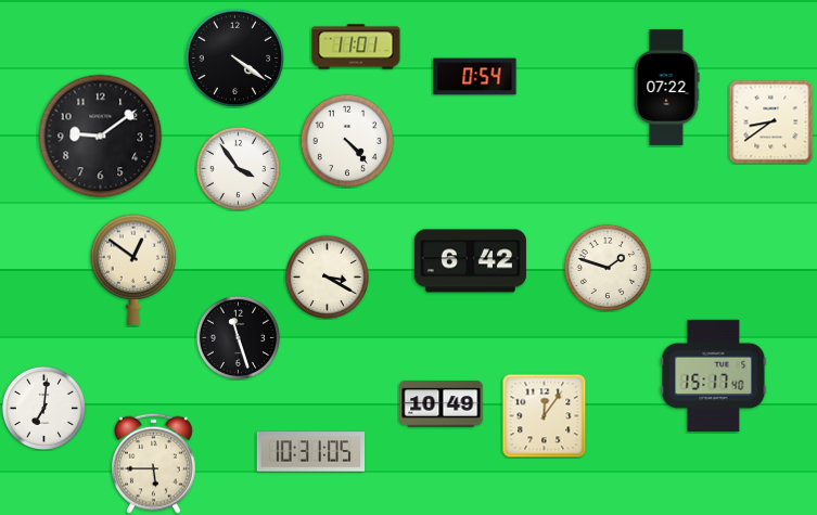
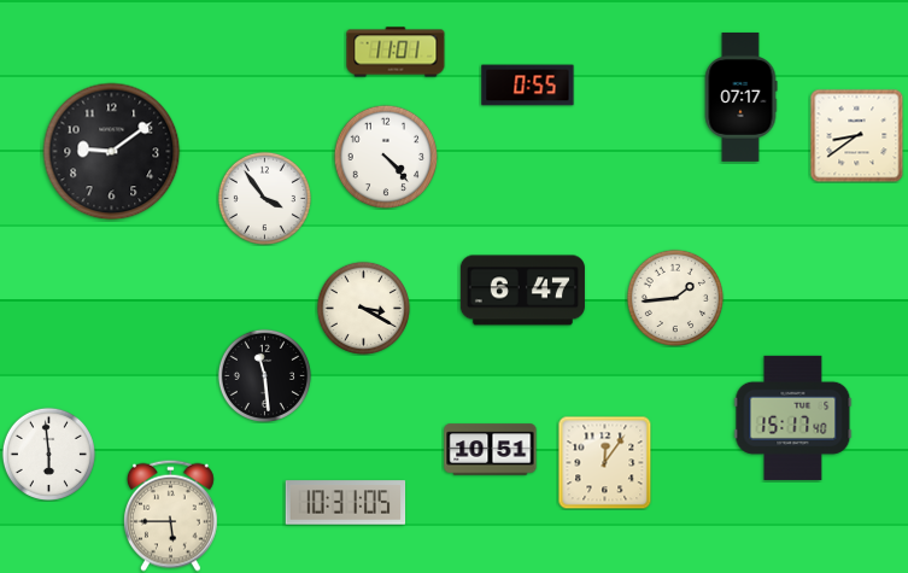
clock at (234, 57): 4:21 -> none
clock at (475, 77): 0:54 -> 0:55
clock at (666, 87): 07:22 -> 07:17
clock at (238, 168) position: (238, 168) -> (264, 198)
clock at (470, 261): 6:42 -> 6:47
clock at (607, 267): 1:48 -> 1:44
clock at (133, 270): 12:51 -> none
clock at (238, 337): 11:27 -> 11:29
clock at (442, 404): 10:49 -> 10:51
clock at (43, 408): 7:01 -> 5:59
